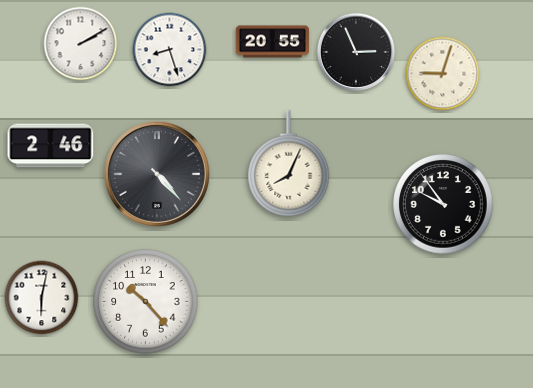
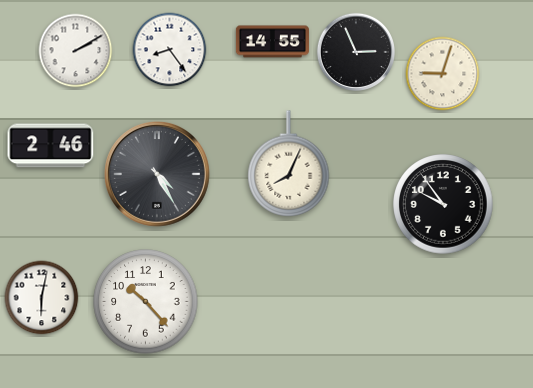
clock at (272, 42): 20:55 -> 14:55
clock at (81, 44) position: (81, 44) -> (76, 51)
clock at (170, 50): 8:27 -> 8:24
clock at (157, 174): 4:23 -> 4:25
